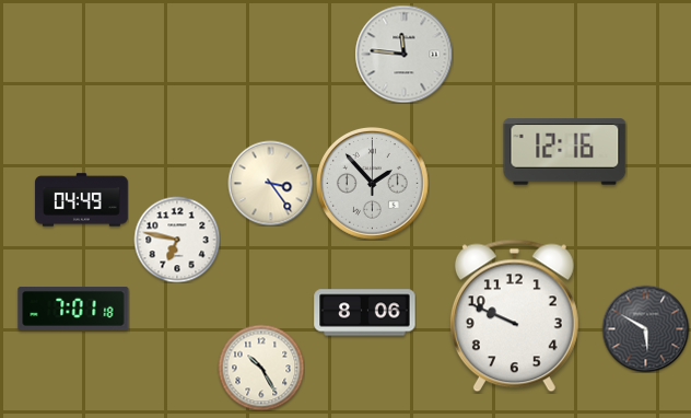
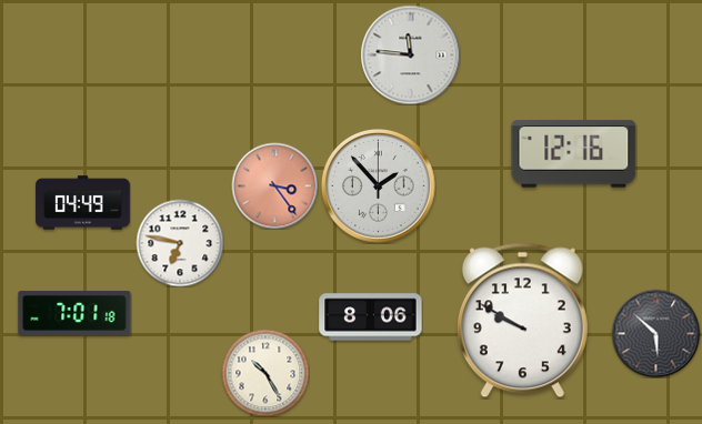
clock at (270, 183) dial: cream -> salmon
clock at (514, 316): 9:49 -> 9:50
clock at (645, 328): 5:50 -> 5:52
